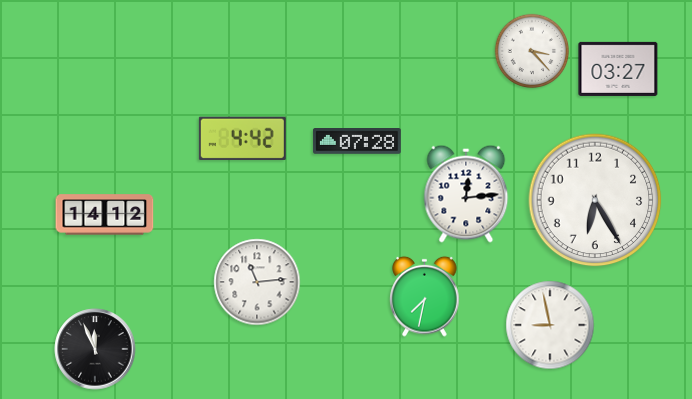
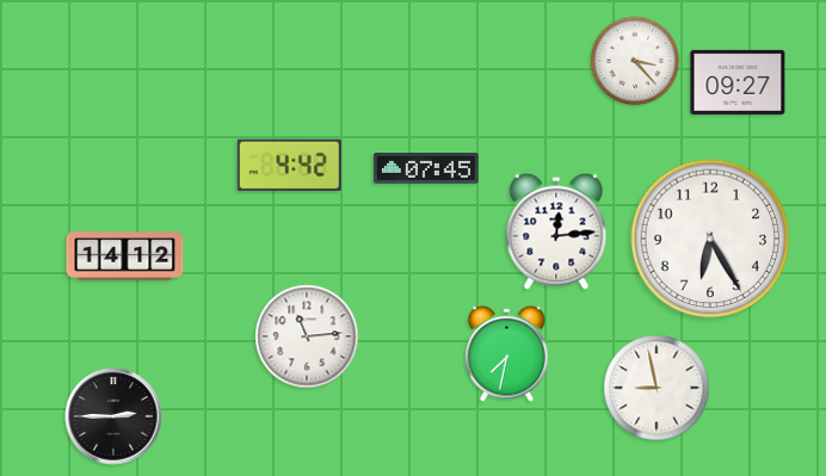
clock at (618, 69): 03:27 -> 09:27
clock at (357, 142): 07:28 -> 07:45
clock at (95, 349): 11:56 -> 2:45
